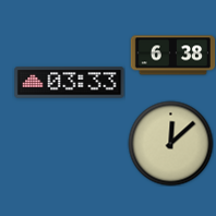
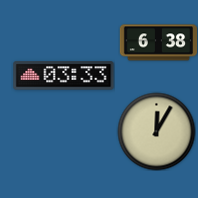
clock at (172, 56) position: (172, 56) -> (158, 43)
clock at (170, 143): 12:08 -> 12:05
